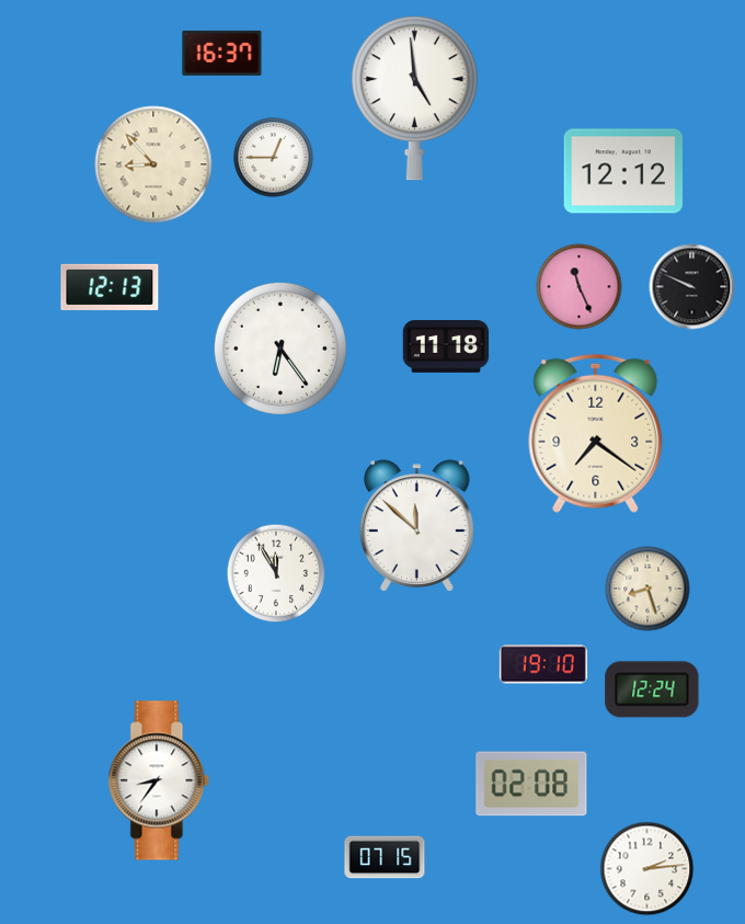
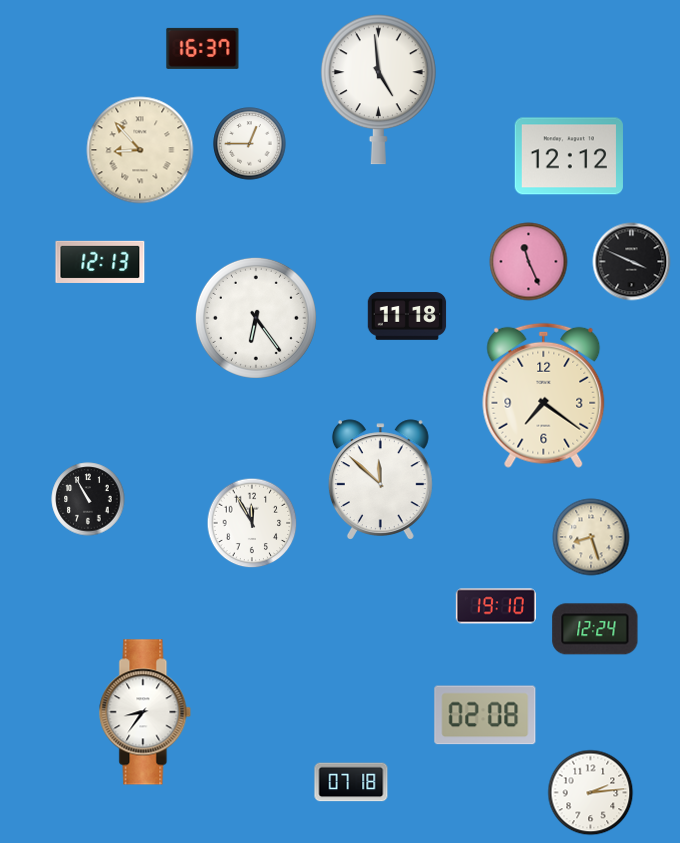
clock at (692, 287): 9:49 -> 3:49
clock at (88, 499): none -> 10:55
clock at (385, 857): 07:15 -> 07:18
